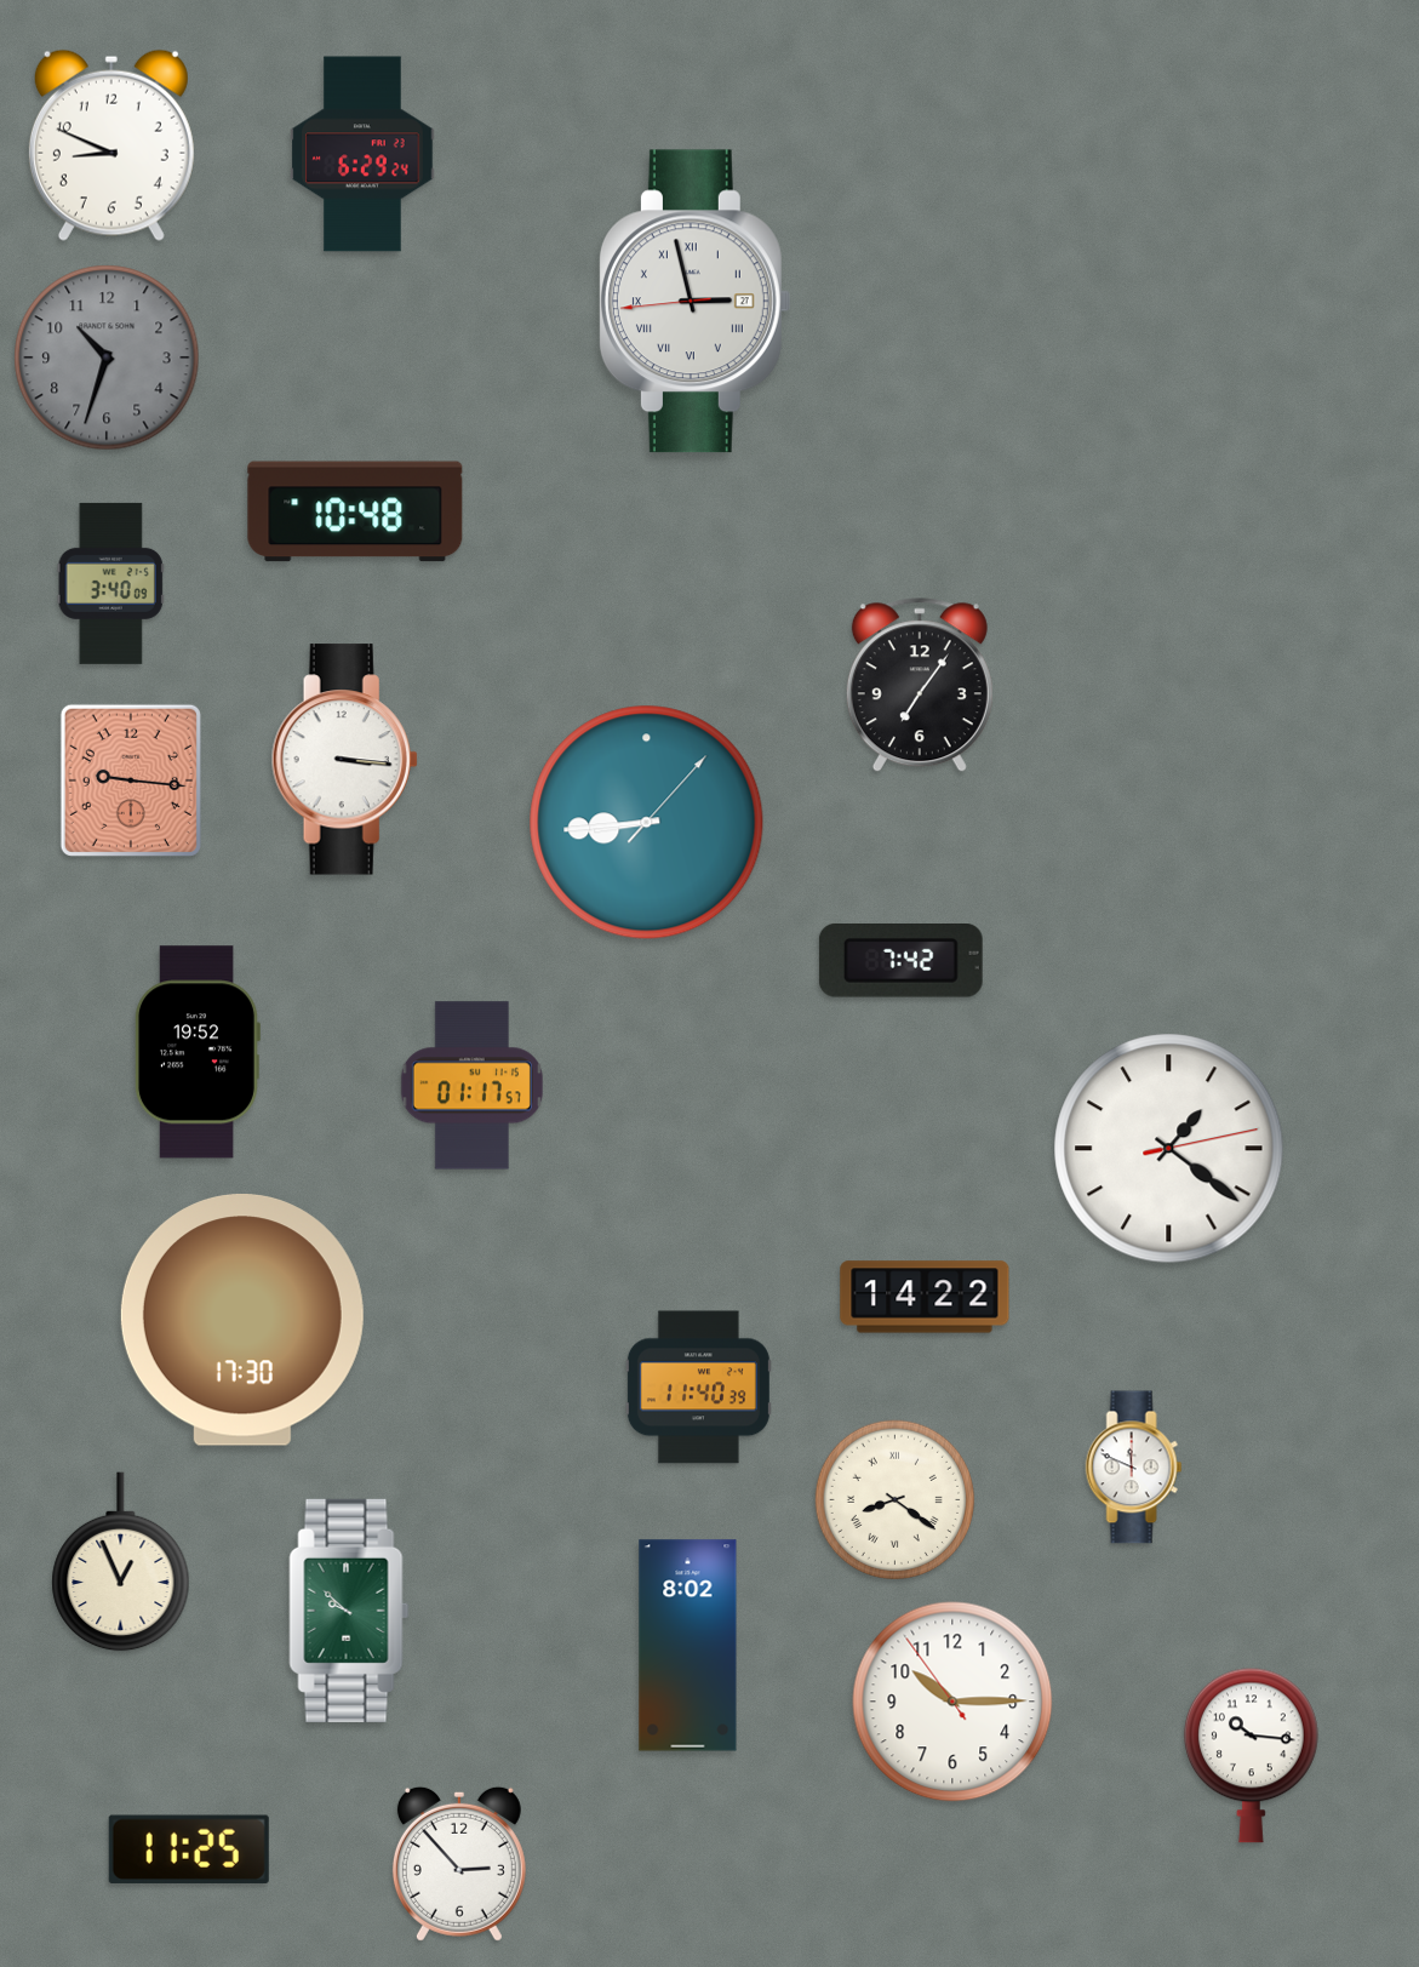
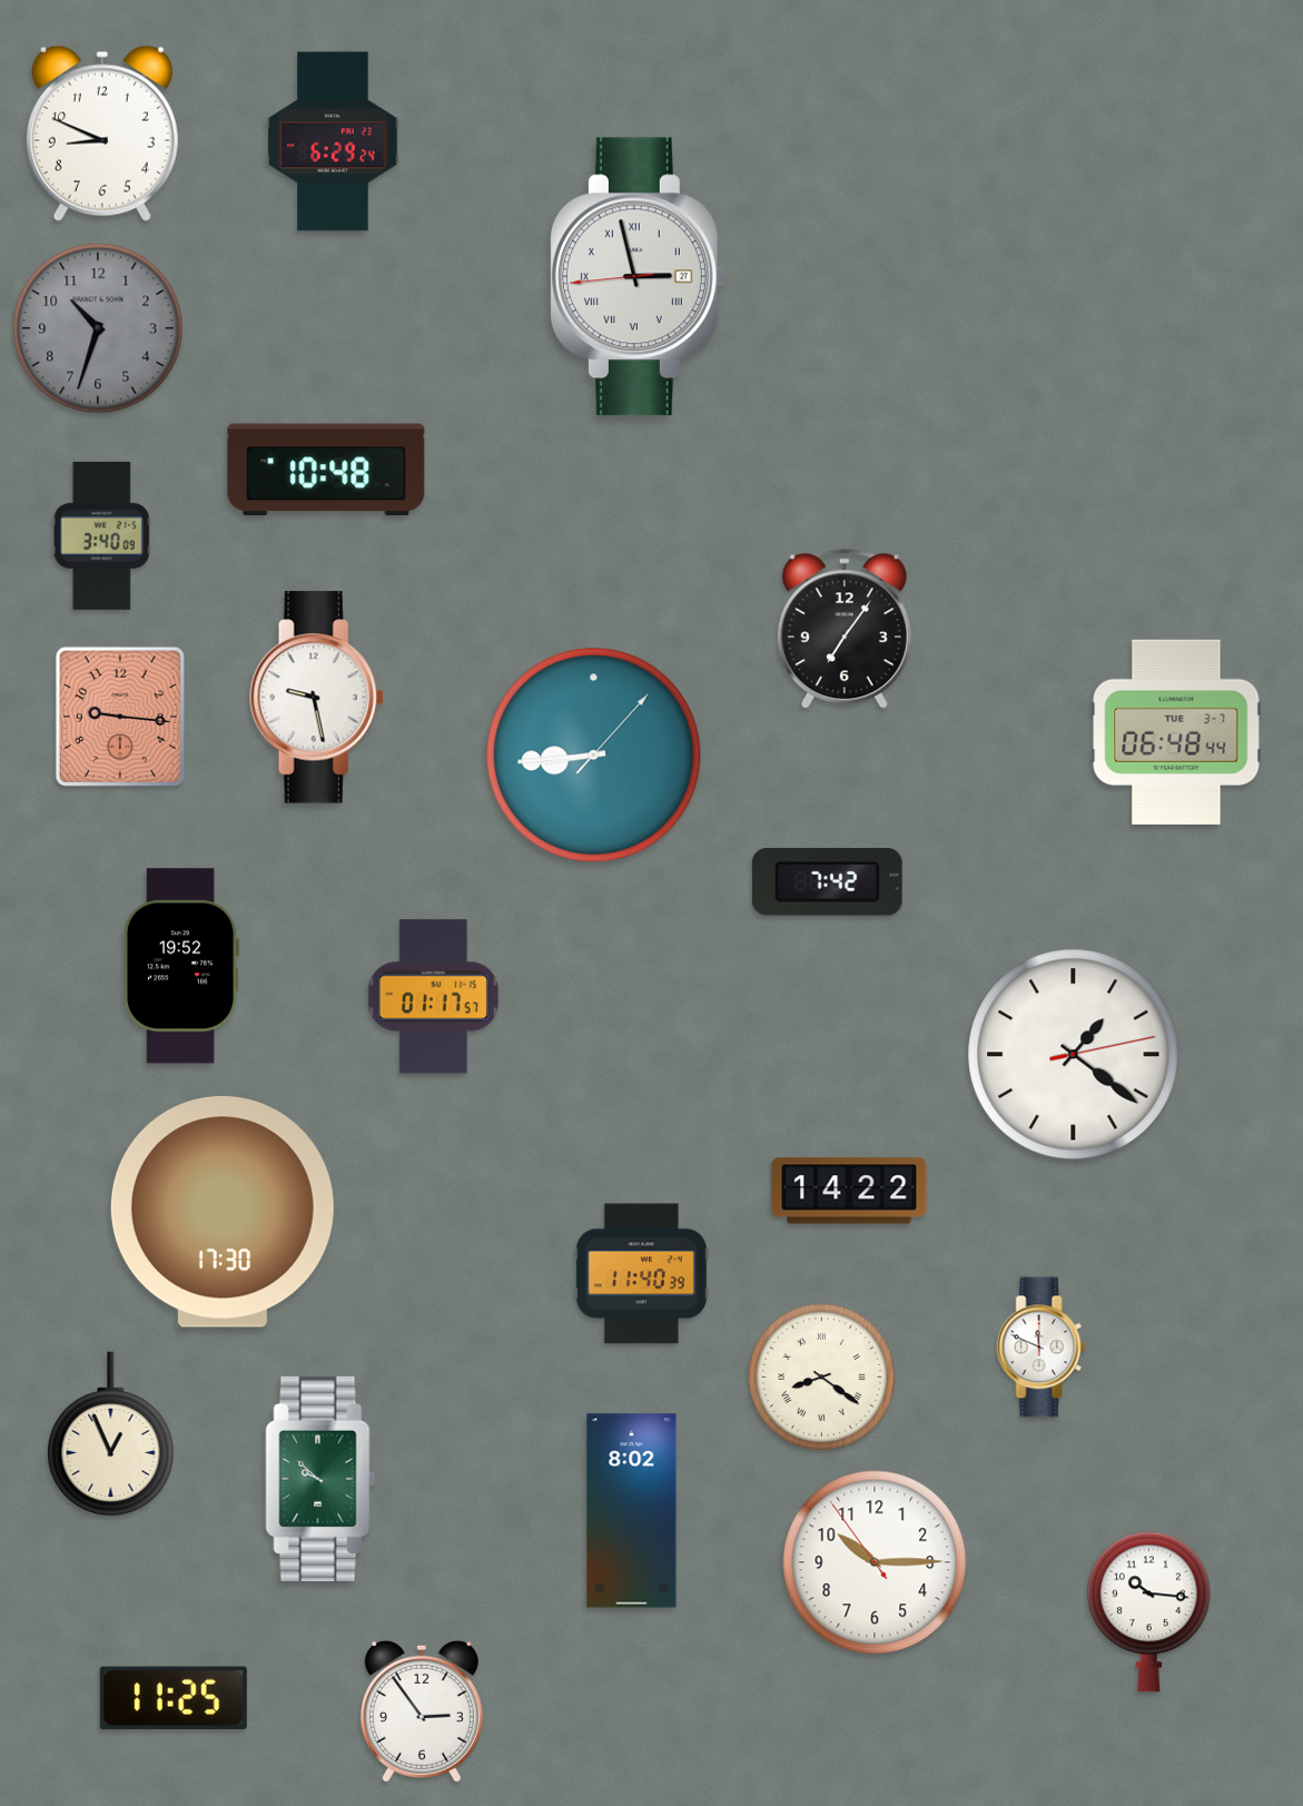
clock at (344, 760): 3:16 -> 9:28
clock at (1176, 732): none -> 06:48
clock at (459, 1864): 2:53 -> 2:54
